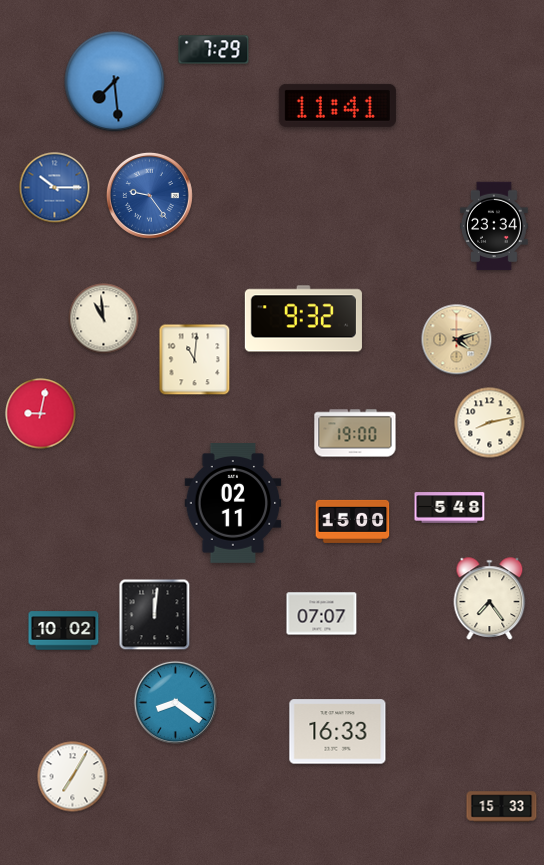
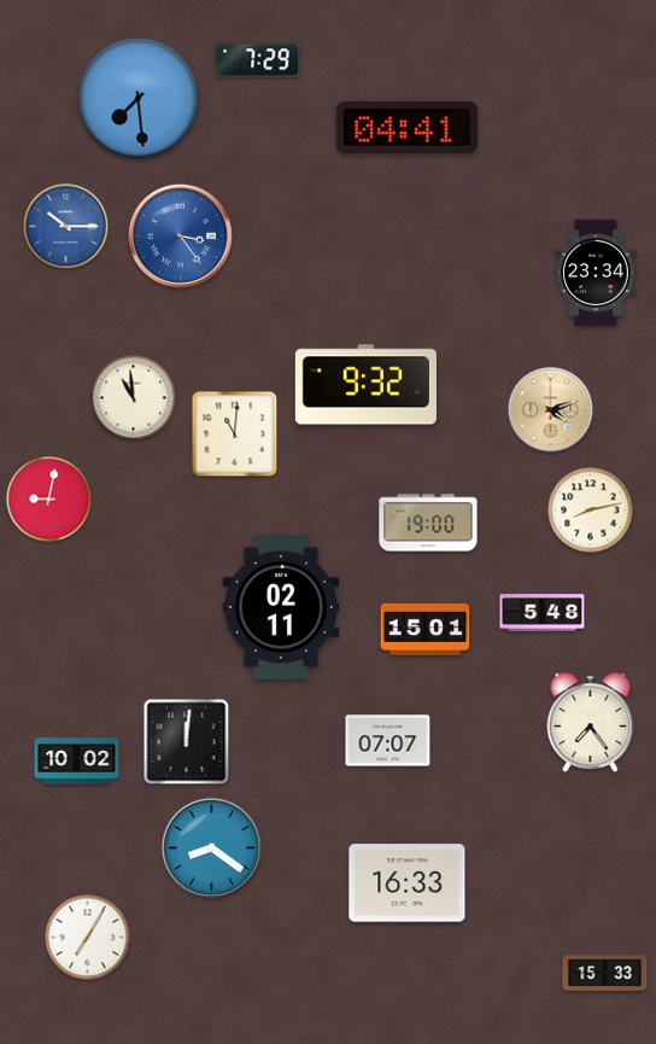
clock at (337, 105): 11:41 -> 04:41
clock at (149, 195): 9:24 -> 3:24
clock at (104, 319) position: (104, 319) -> (134, 398)
clock at (353, 521): 15:00 -> 15:01
